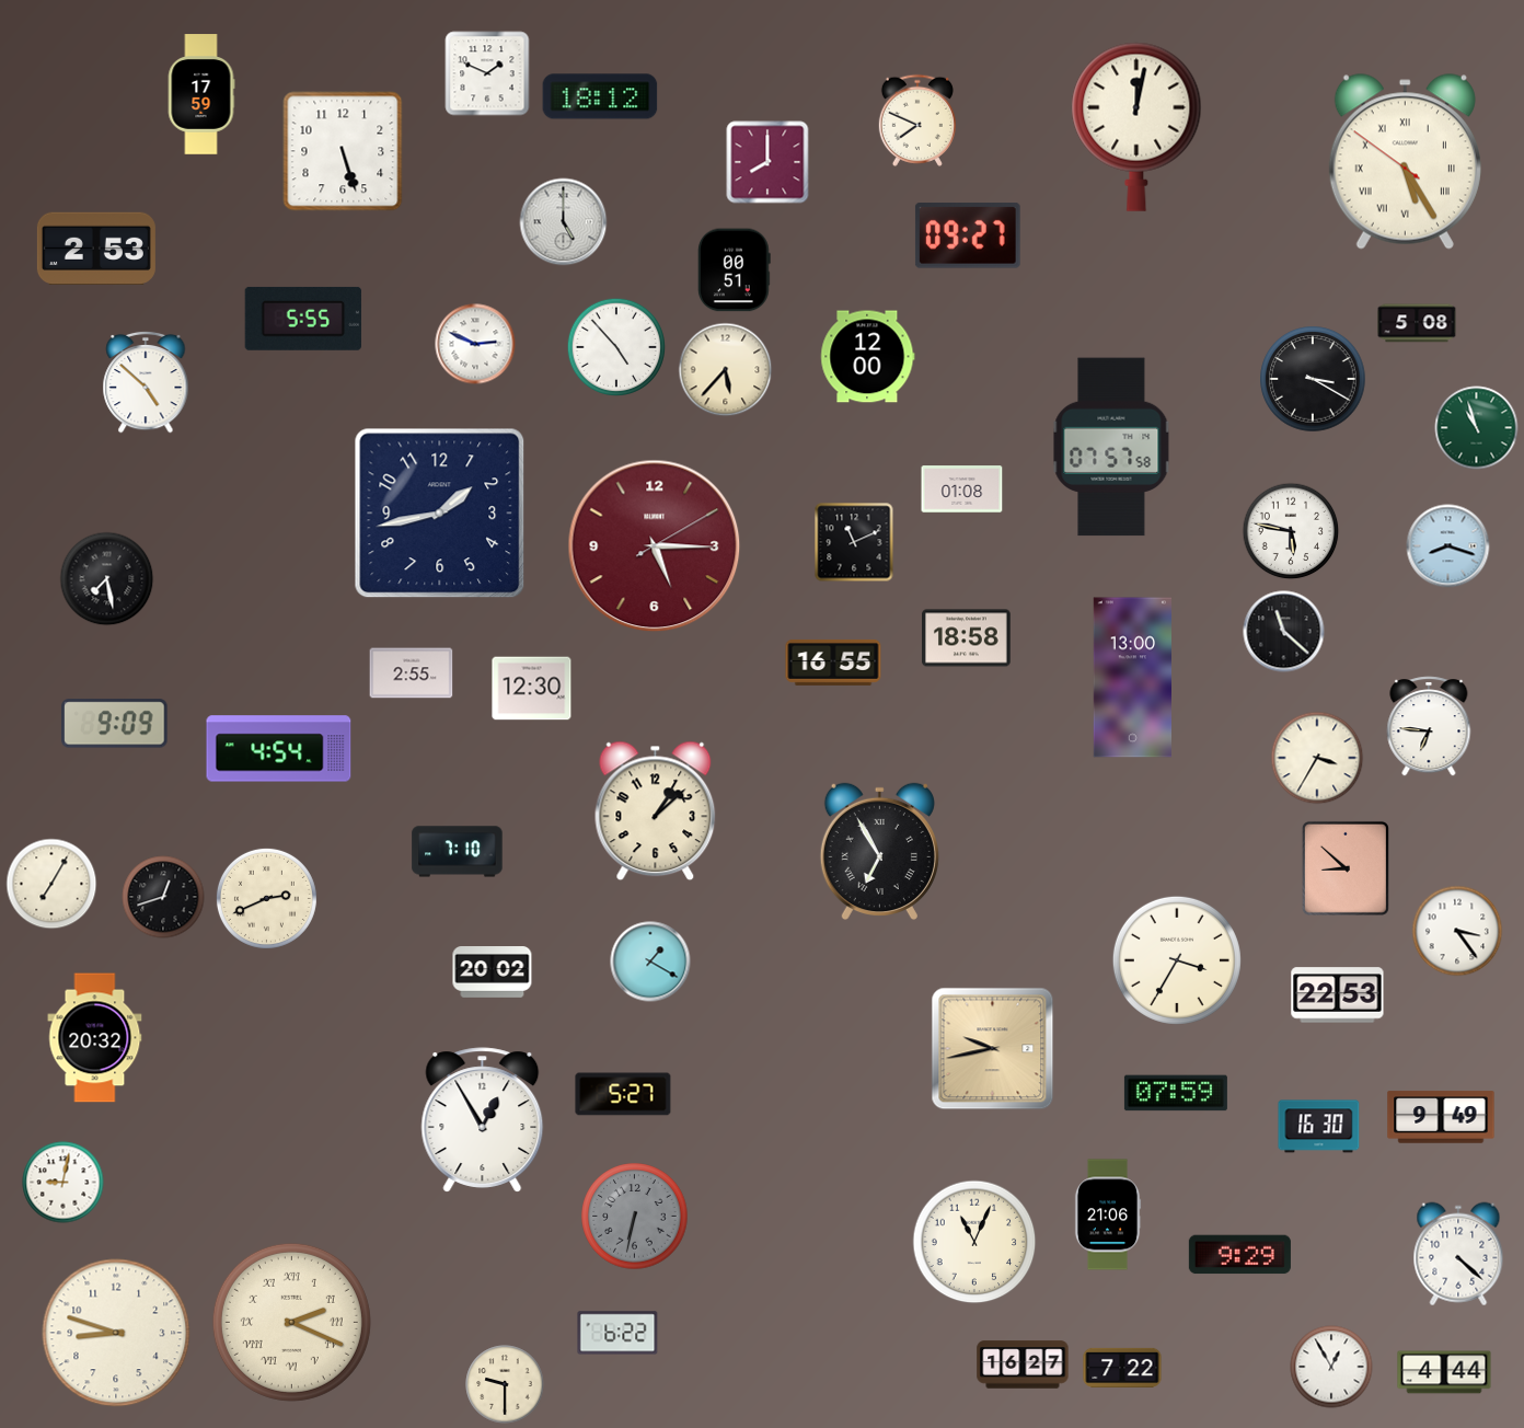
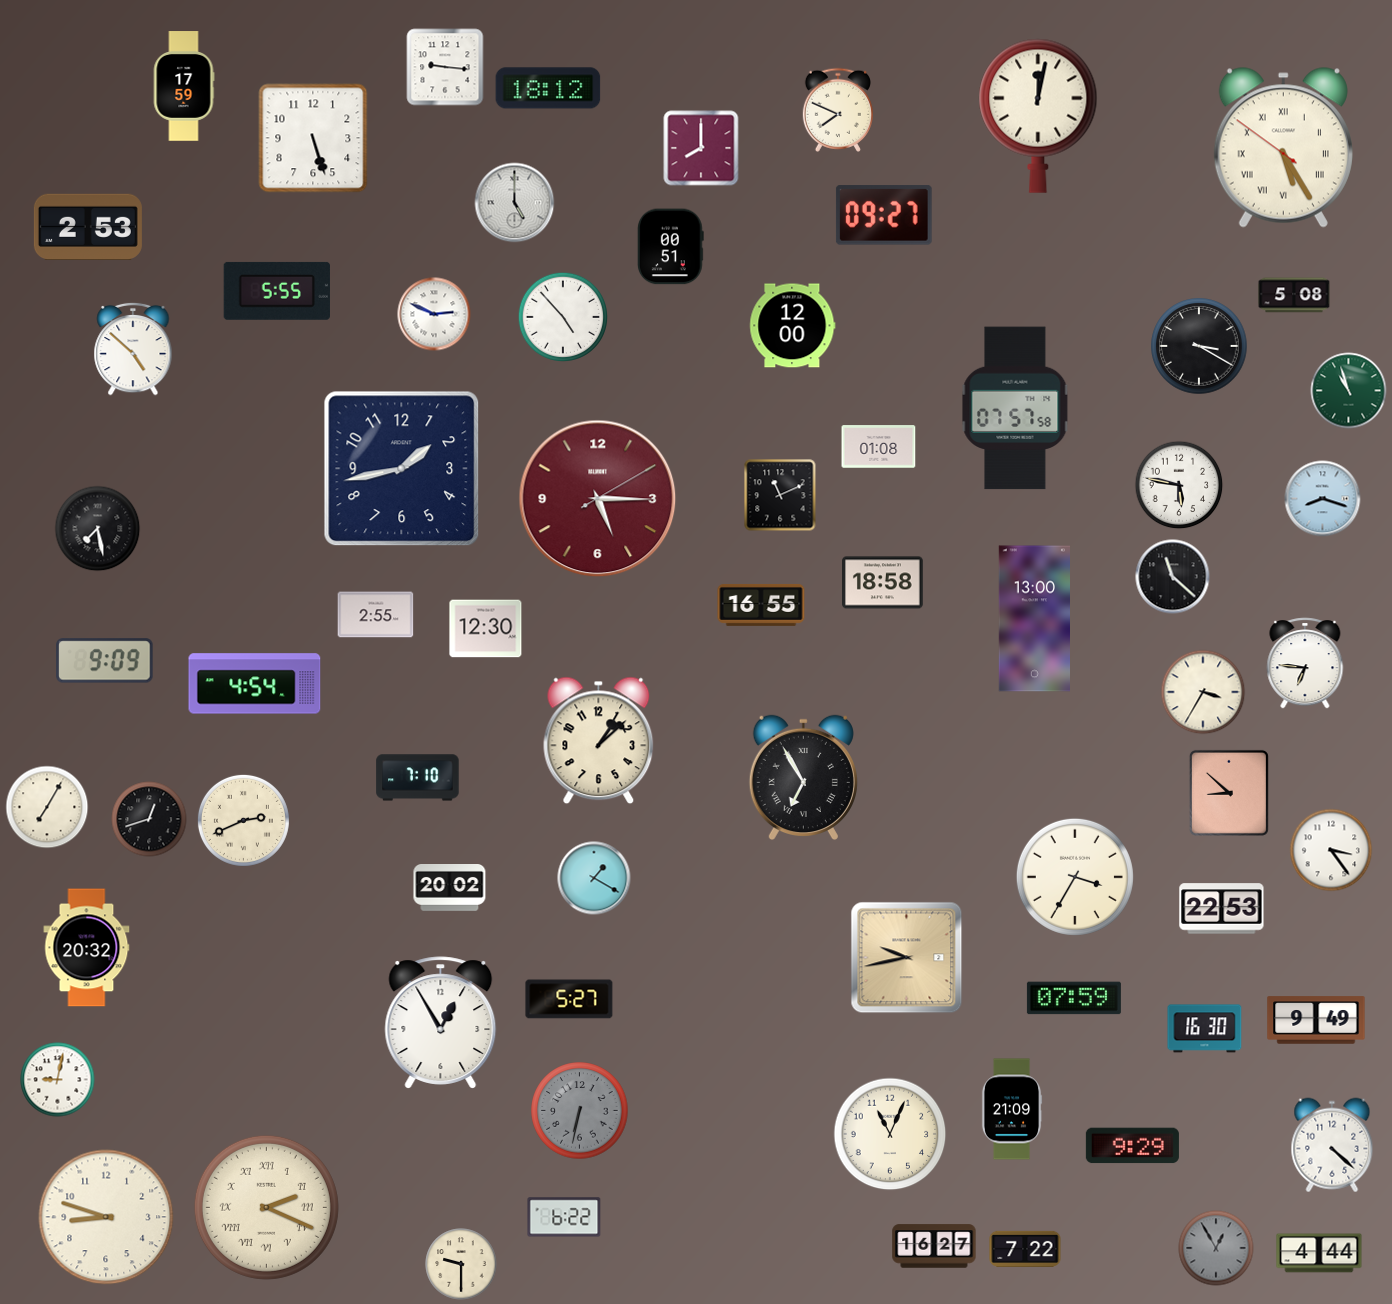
clock at (487, 73): 1:49 -> 9:16
clock at (726, 370): 5:37 -> none
clock at (1108, 1214): 21:06 -> 21:09
clock at (1331, 1367) dial: white -> grey
